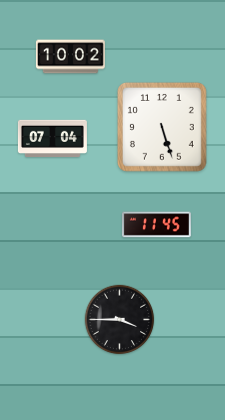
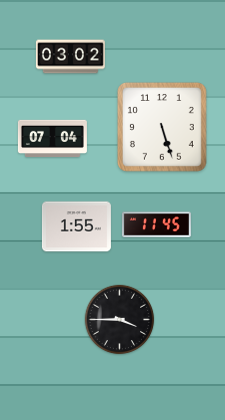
clock at (70, 57): 10:02 -> 03:02
clock at (76, 227): none -> 1:55
